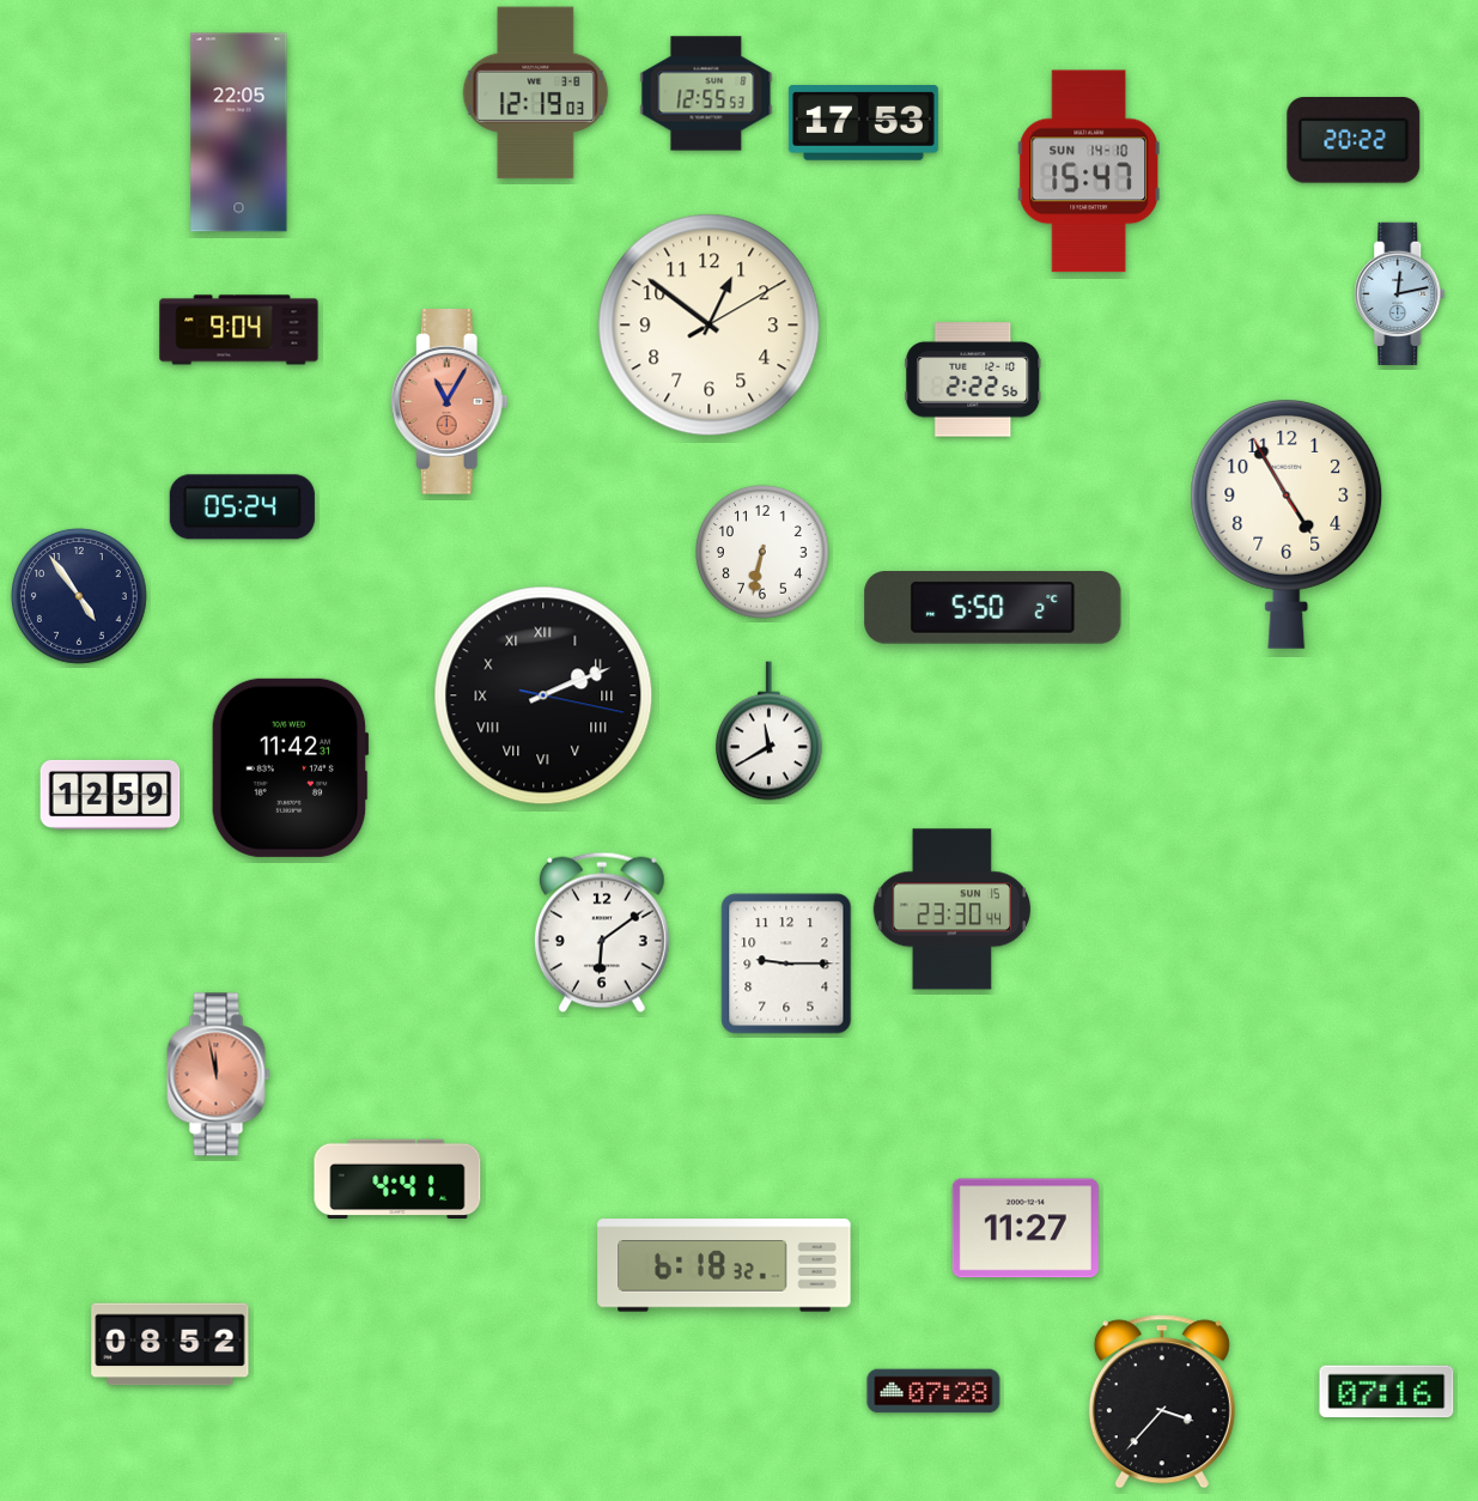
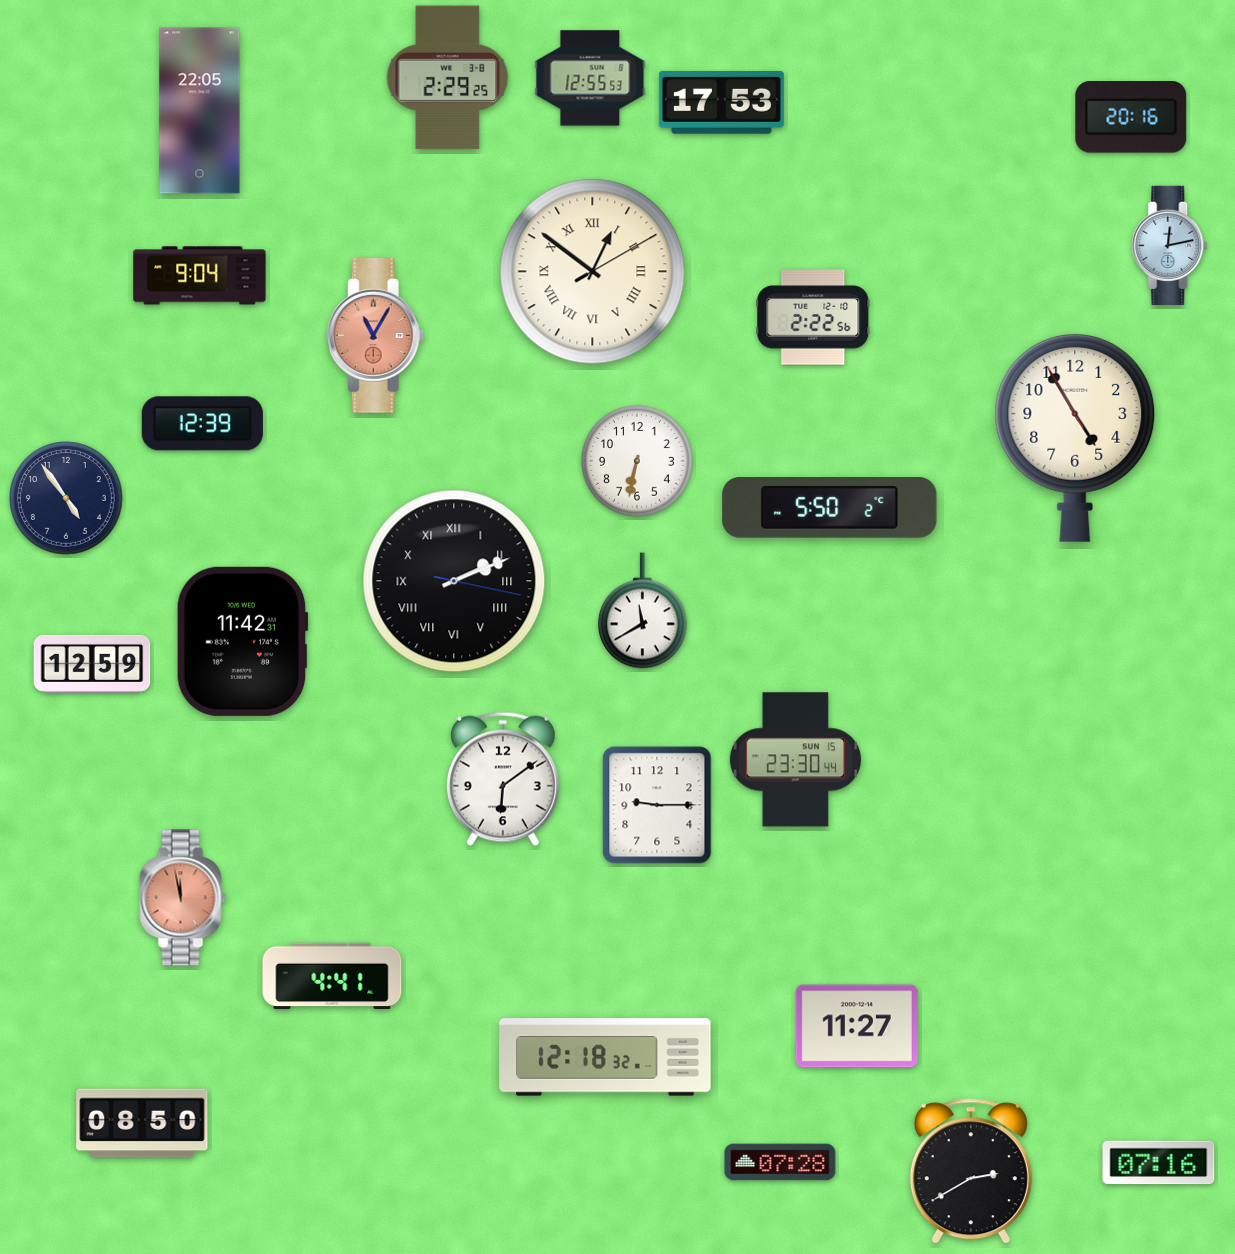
clock at (536, 93): 12:19 -> 2:29
clock at (1354, 141): 20:22 -> 20:16
clock at (1088, 171): 15:47 -> none
clock at (710, 326) numerals: Arabic -> Roman
clock at (242, 508): 05:24 -> 12:39
clock at (397, 1179) position: (397, 1179) -> (332, 976)
clock at (724, 1265): 6:18 -> 12:18
clock at (170, 1344): 08:52 -> 08:50
clock at (1162, 1402): 3:37 -> 2:40
